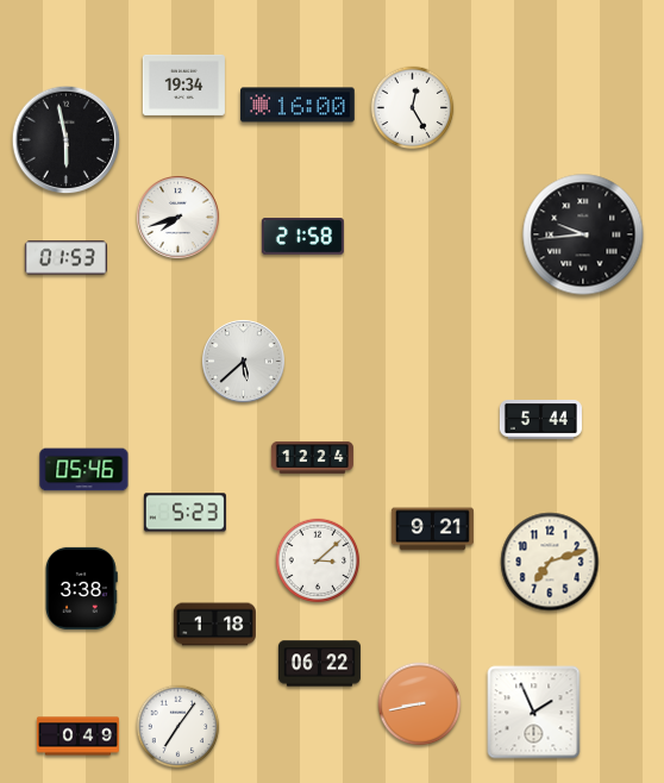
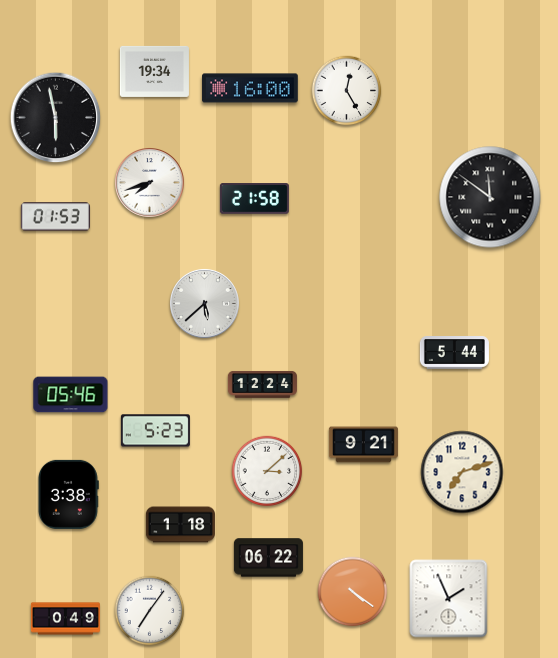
clock at (583, 234): 9:44 -> 11:51
clock at (420, 704): 8:43 -> 4:21
